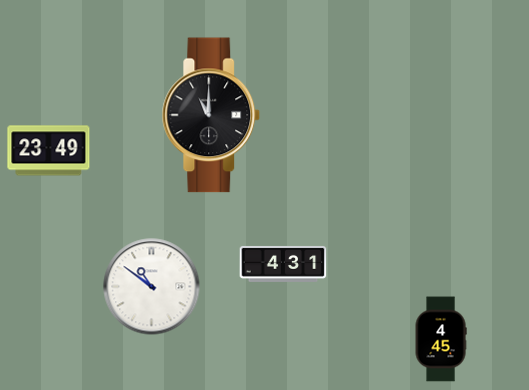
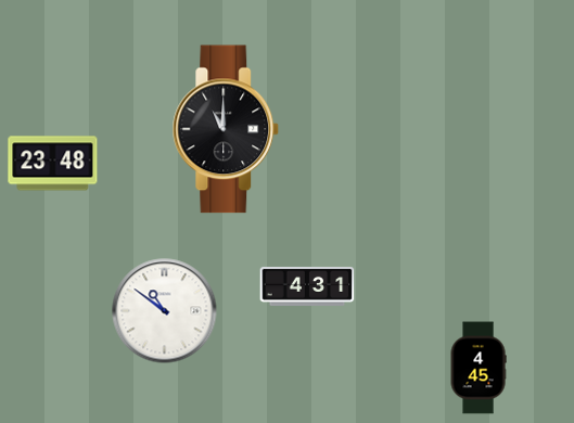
clock at (211, 115) position: (211, 115) -> (226, 129)
clock at (49, 151): 23:49 -> 23:48
